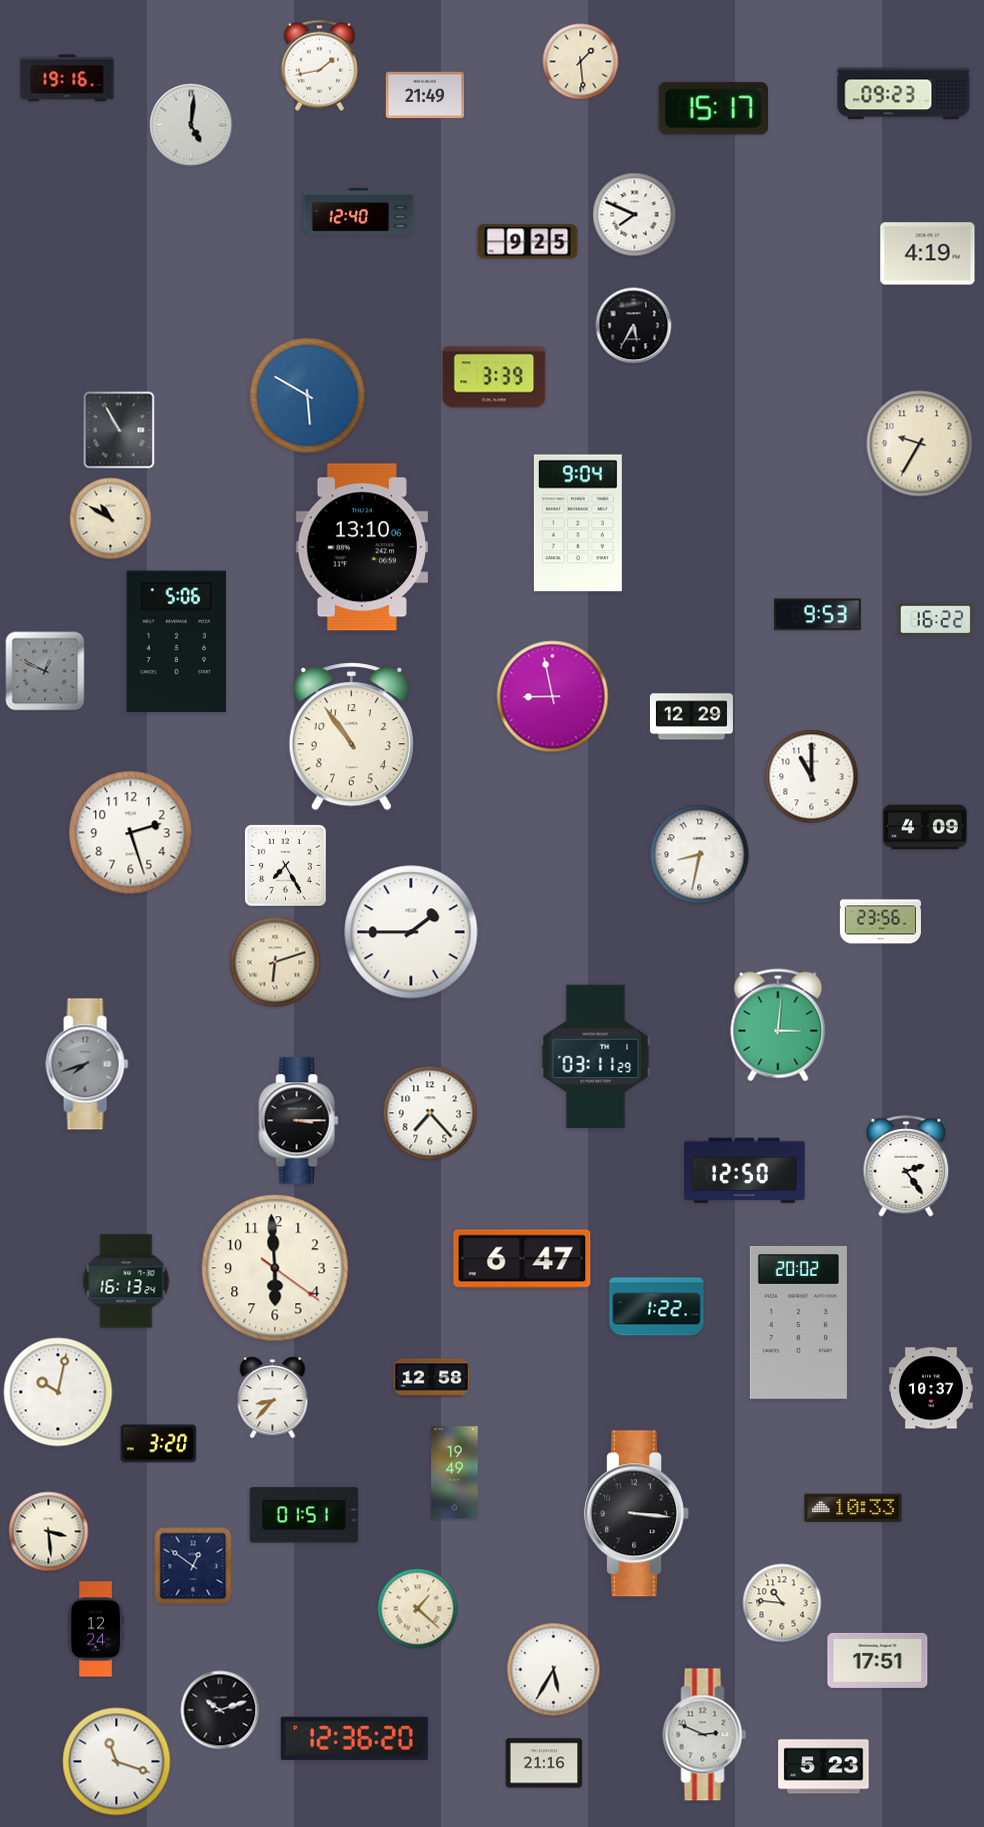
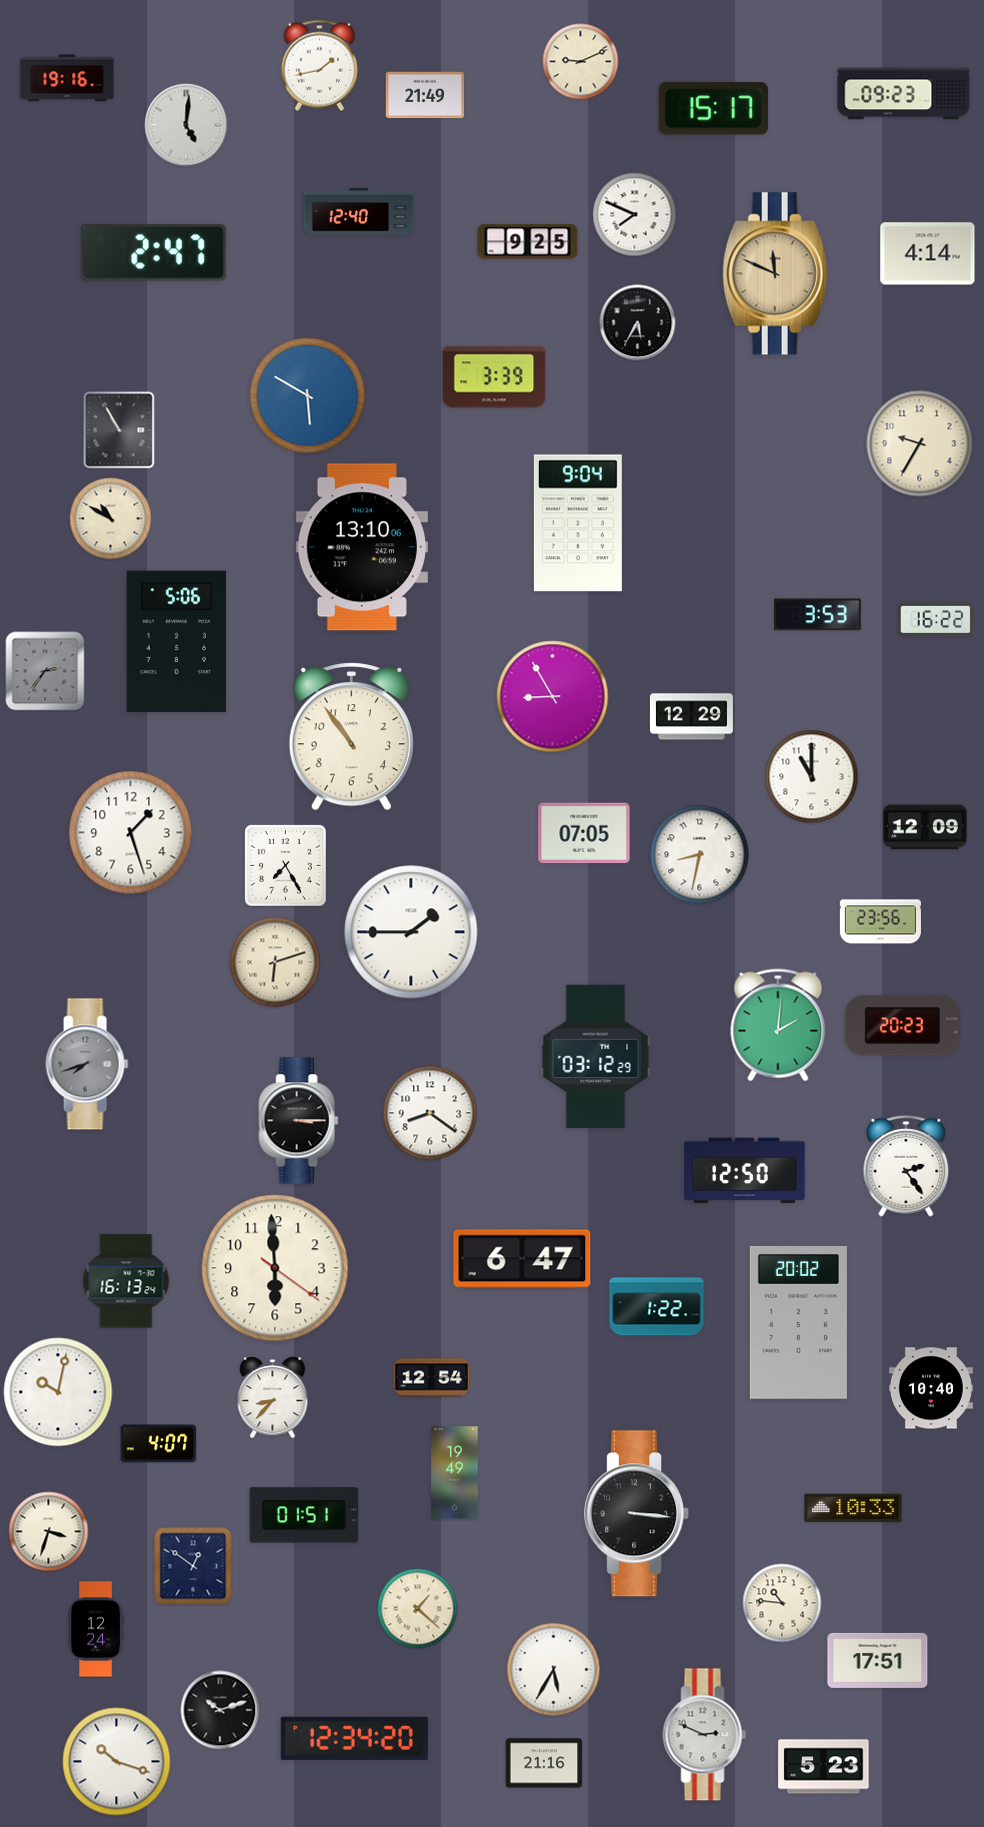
clock at (581, 62): 1:29 -> 9:11
clock at (191, 125) position: (191, 125) -> (186, 125)
clock at (153, 253): none -> 2:47
clock at (928, 254): 4:19 -> 4:14
clock at (776, 274): none -> 11:49
clock at (634, 326) position: (634, 326) -> (638, 323)
clock at (818, 615): 9:53 -> 3:53
clock at (45, 671): 12:49 -> 2:36
clock at (553, 697): 8:58 -> 8:55
clock at (925, 827): 4:09 -> 12:09
clock at (131, 833): 2:27 -> 1:27
clock at (584, 833): none -> 07:05
clock at (778, 1025): 3:01 -> 2:01
clock at (902, 1026): none -> 20:23
clock at (596, 1057): 03:11 -> 03:12
clock at (430, 1113): 7:23 -> 8:21
clock at (432, 1378): 12:58 -> 12:54
clock at (931, 1388): 10:37 -> 10:40
clock at (159, 1444): 3:20 -> 4:07
clock at (49, 1532): 3:29 -> 3:33
clock at (354, 1738): 12:36 -> 12:34
clock at (117, 1762): 11:18 -> 10:18
